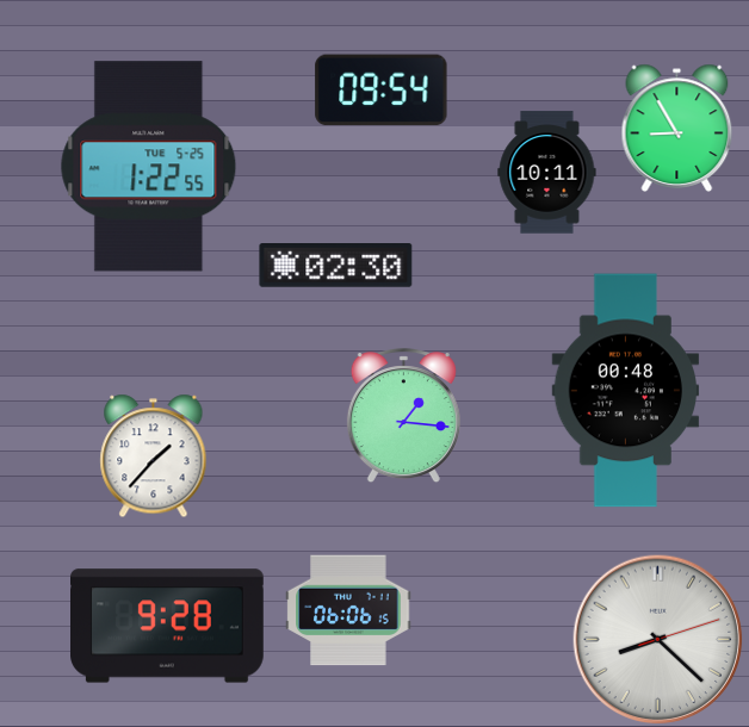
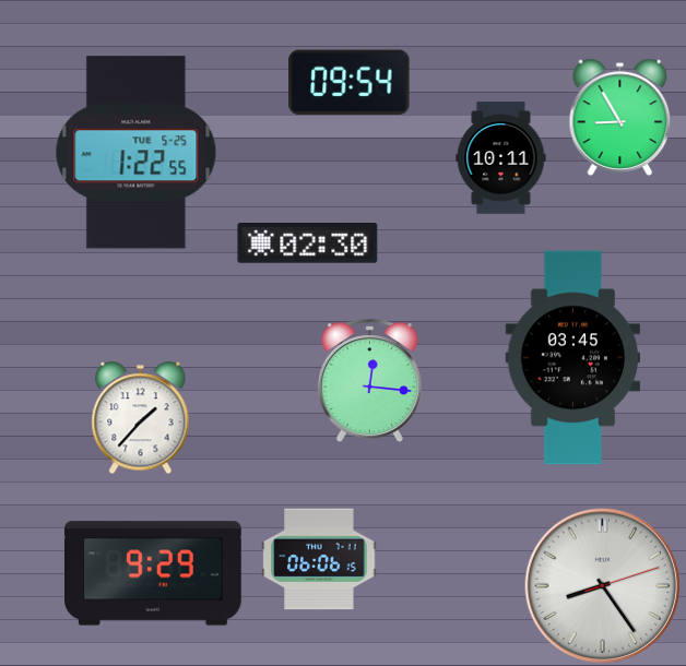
clock at (626, 391): 00:48 -> 03:45
clock at (403, 416): 1:16 -> 12:16
clock at (168, 626): 9:28 -> 9:29
clock at (657, 639): 8:22 -> 8:24
